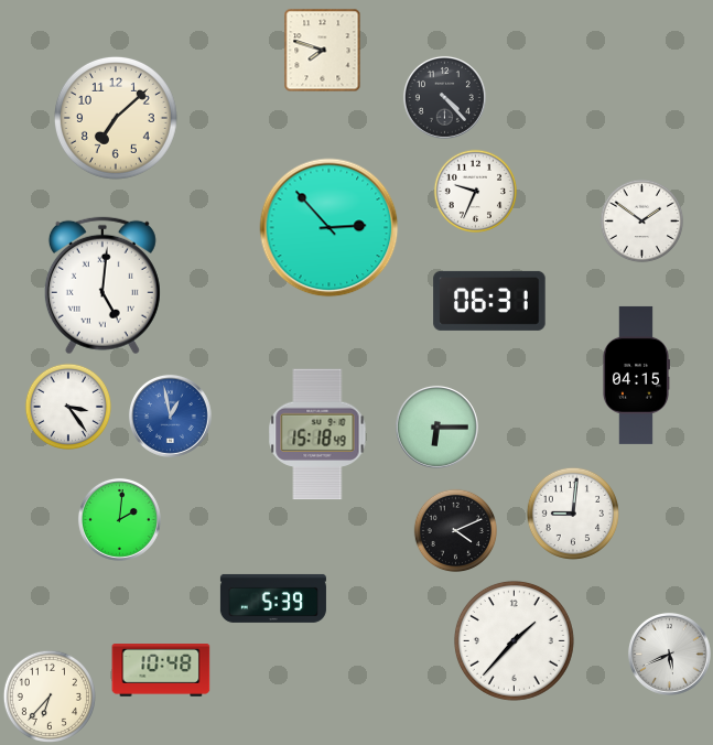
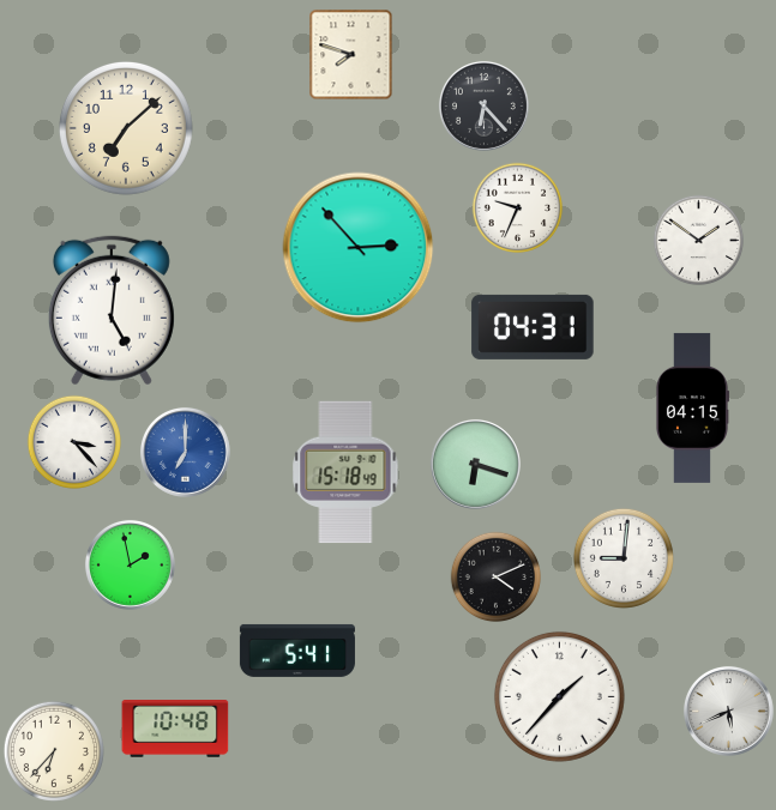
clock at (444, 97): 4:23 -> 6:23
clock at (489, 301): 06:31 -> 04:31
clock at (67, 406): 3:24 -> 3:23
clock at (170, 415): 12:58 -> 7:00
clock at (436, 427): 6:15 -> 6:18
clock at (119, 519): 2:01 -> 1:58
clock at (273, 598): 5:39 -> 5:41
clock at (50, 697) position: (50, 697) -> (54, 751)
